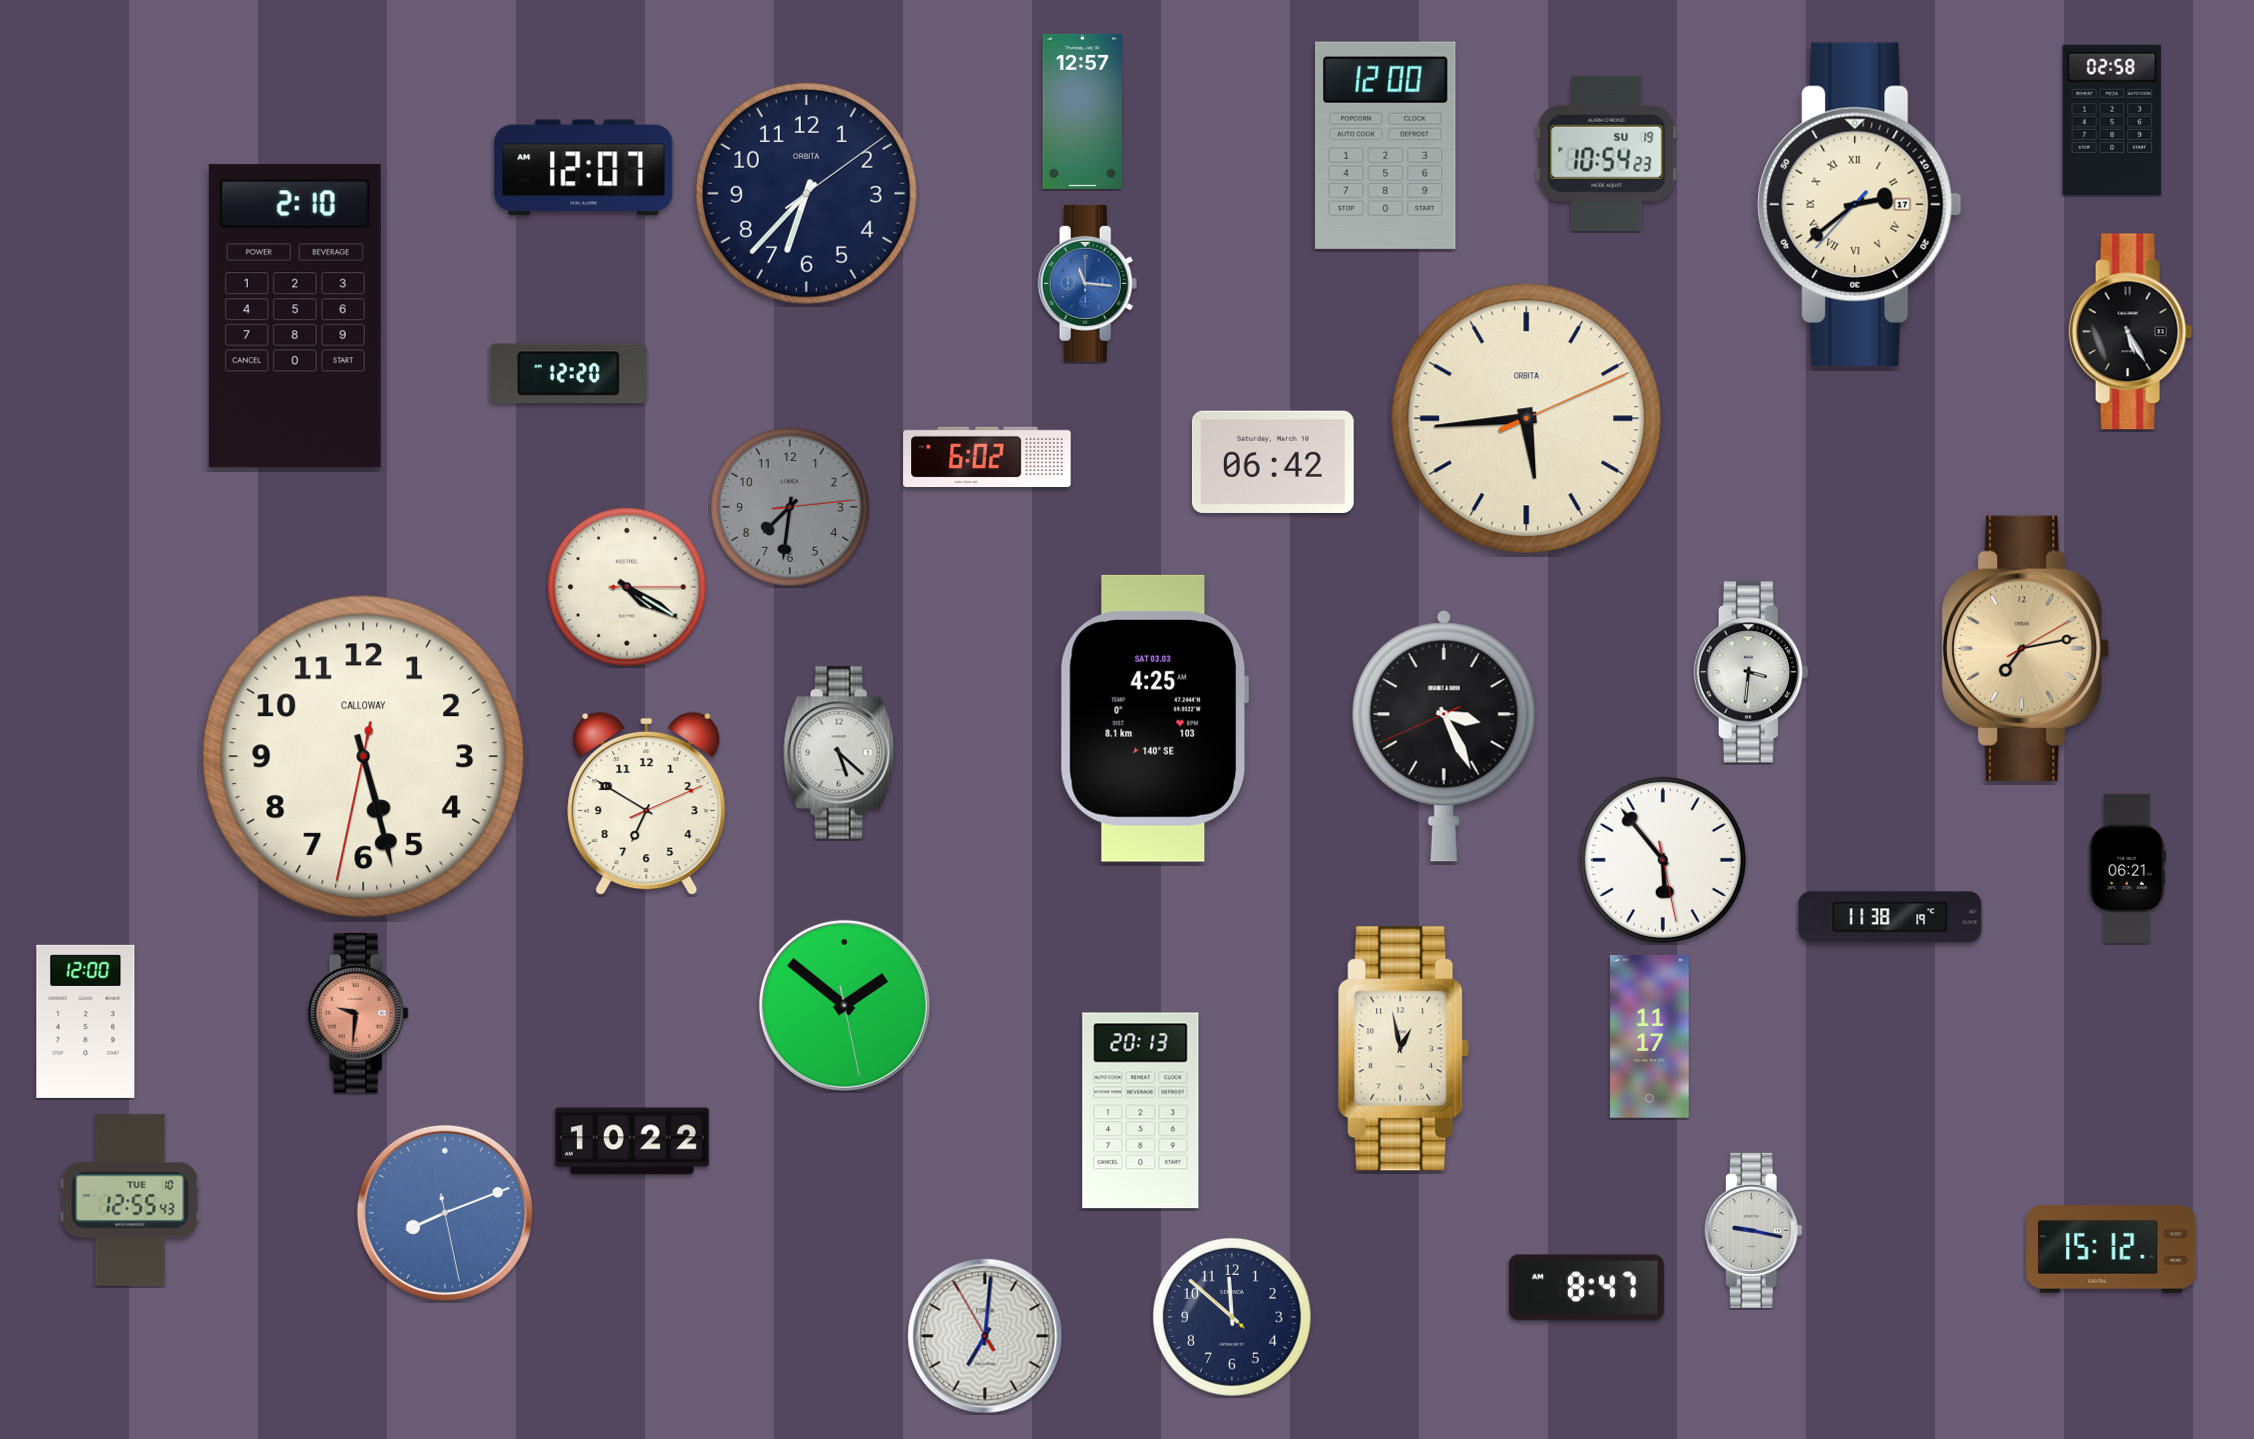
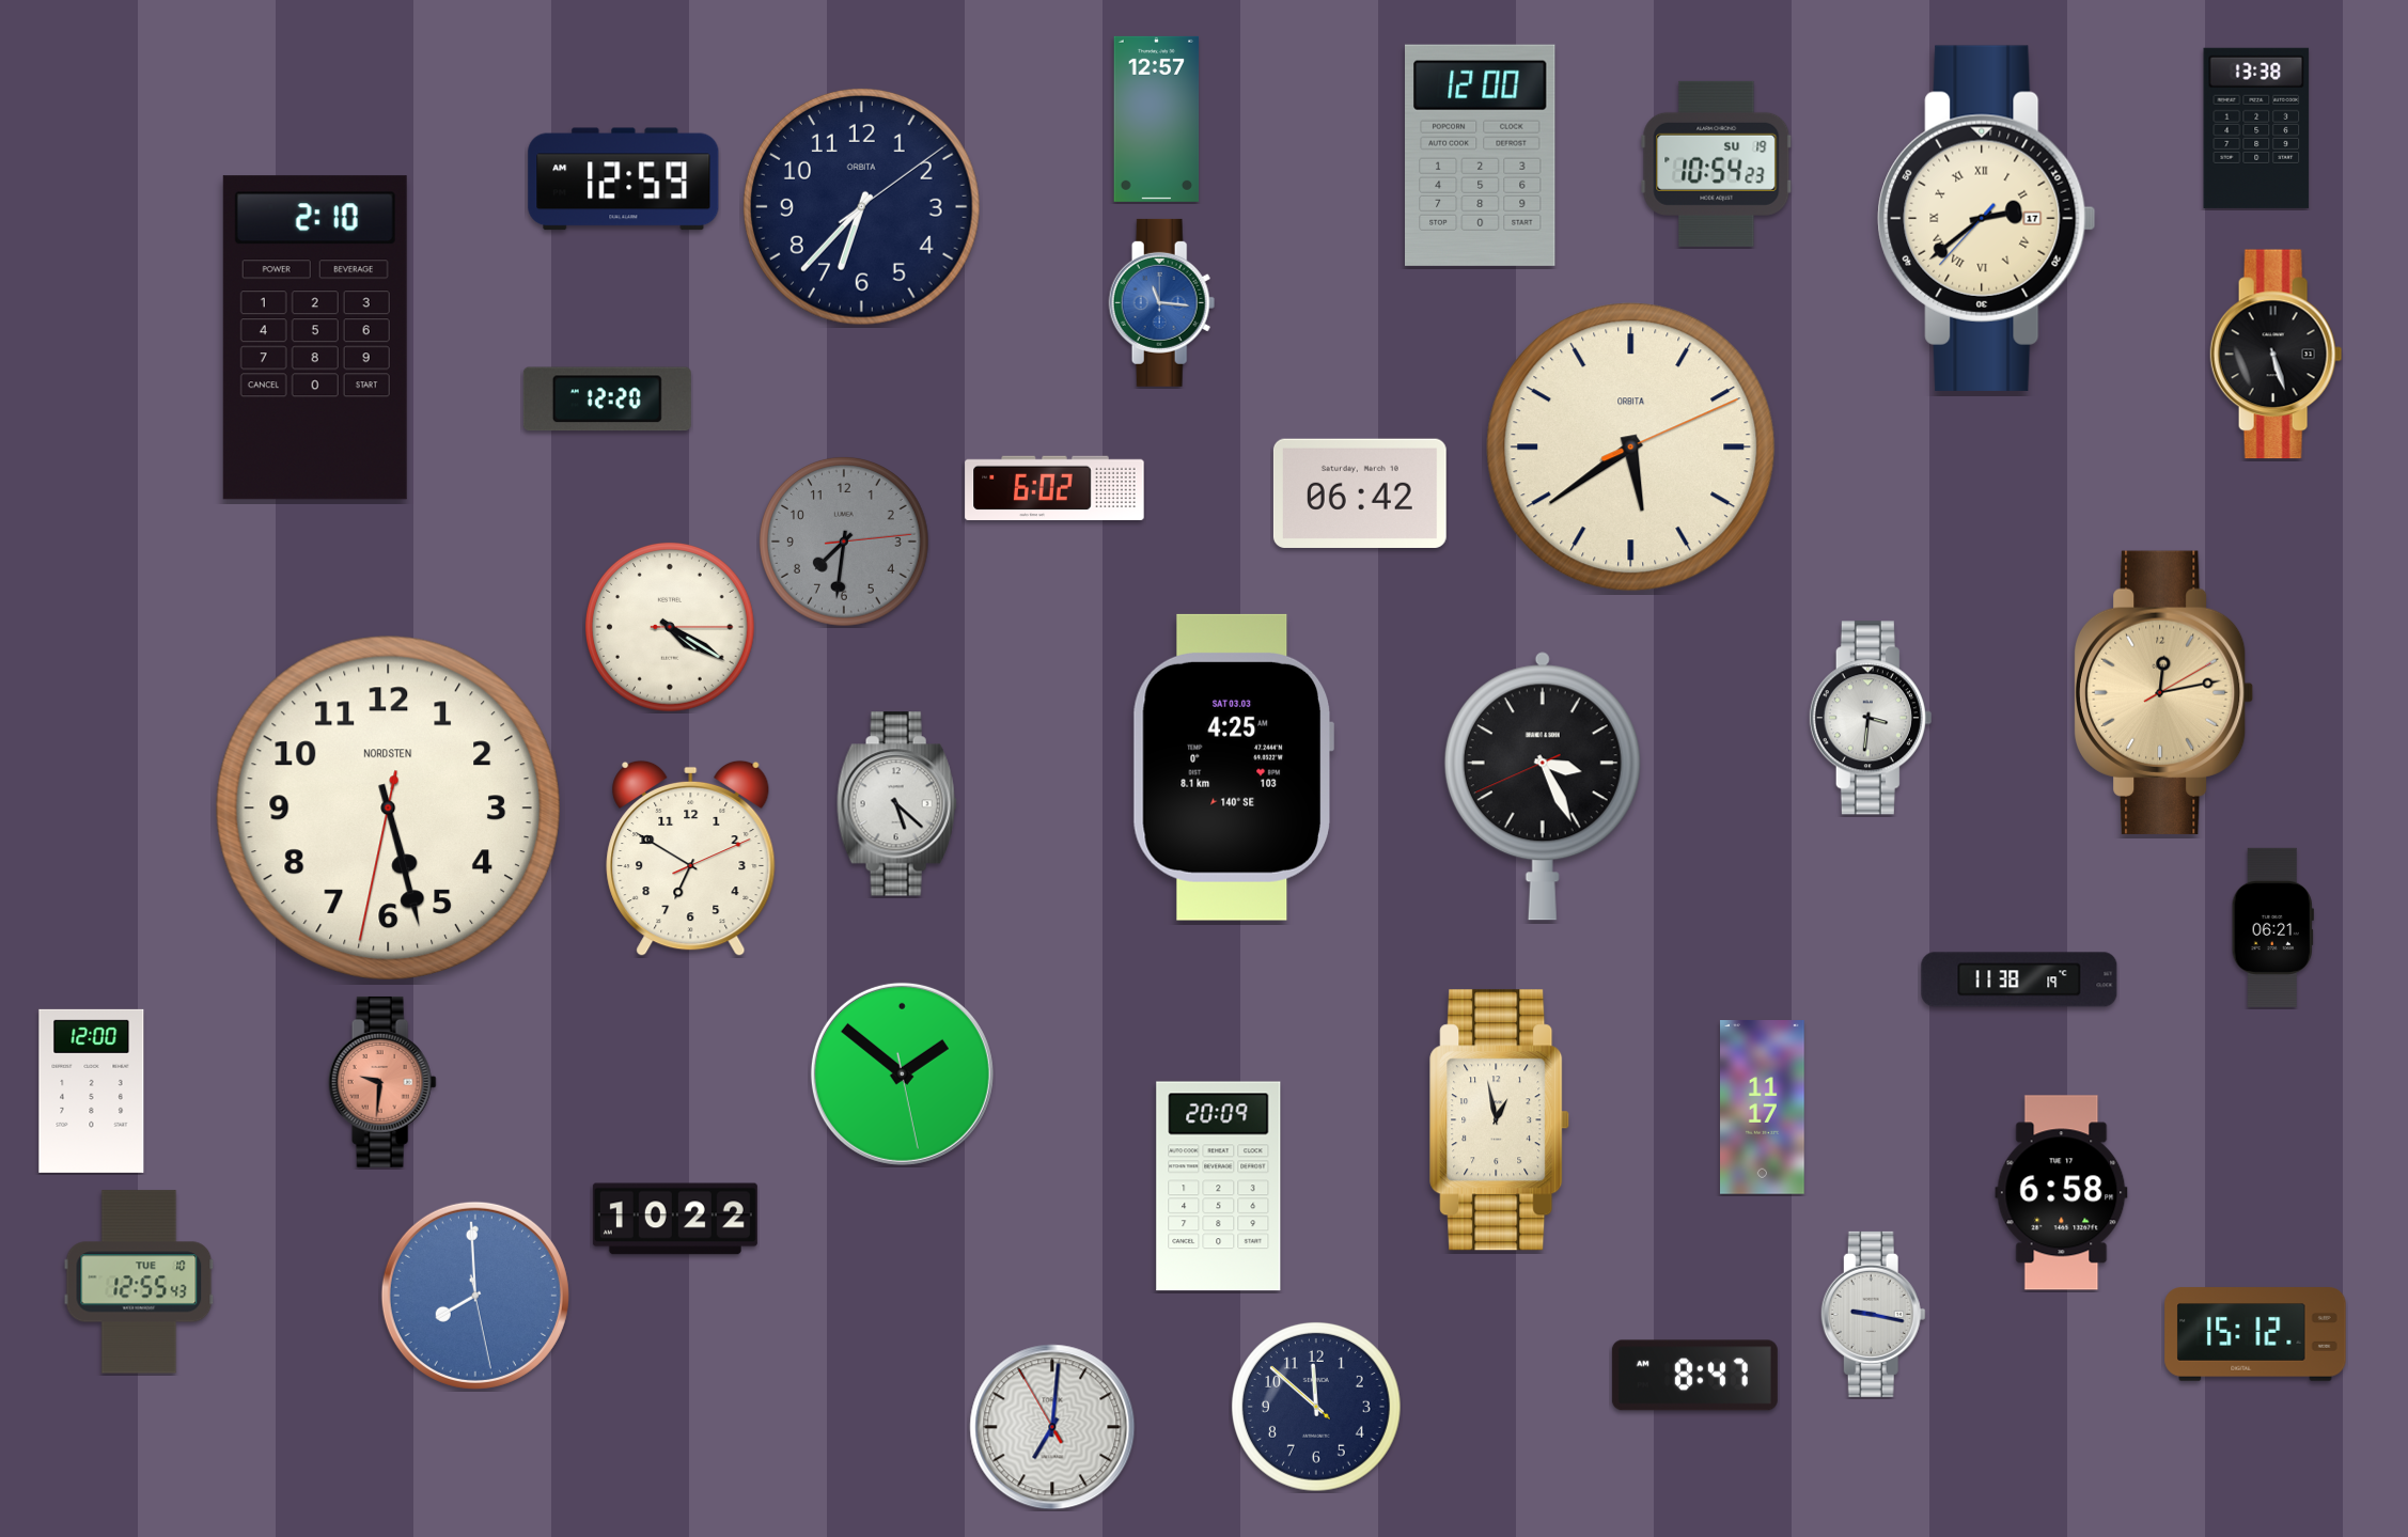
clock at (2112, 120): 02:58 -> 13:38
clock at (584, 168): 12:07 -> 12:59
clock at (2131, 332): 5:25 -> 5:27
clock at (1527, 419): 5:44 -> 5:39
clock at (2026, 648): 7:13 -> 12:13
clock at (363, 756) brand: CALLOWAY -> NORDSTEN
clock at (1663, 860): 5:53 -> none
clock at (1141, 1111): 20:13 -> 20:09
clock at (2062, 1193): none -> 6:58
clock at (445, 1213): 8:11 -> 7:59
